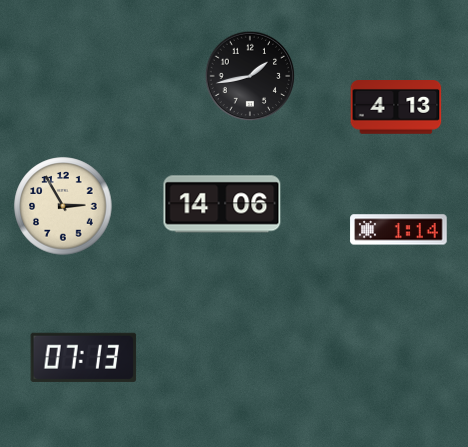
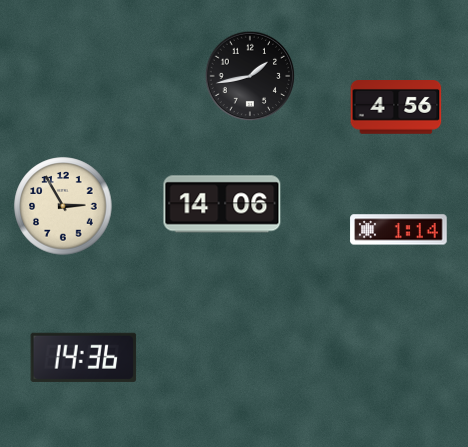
clock at (396, 108): 4:13 -> 4:56
clock at (84, 357): 07:13 -> 14:36
